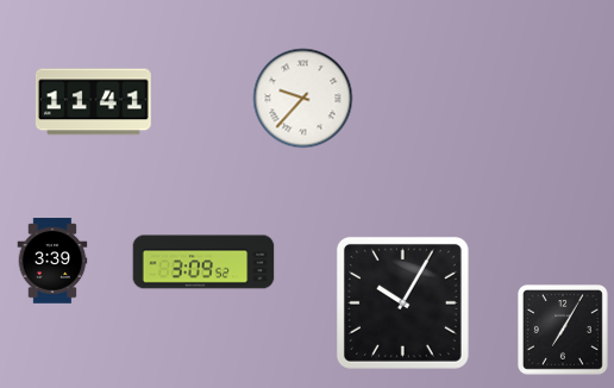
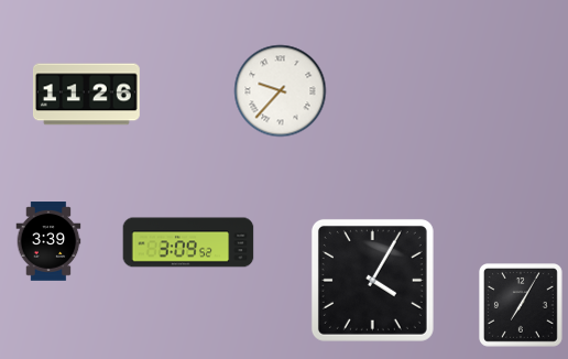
clock at (93, 102): 11:41 -> 11:26
clock at (402, 302): 10:05 -> 4:05
